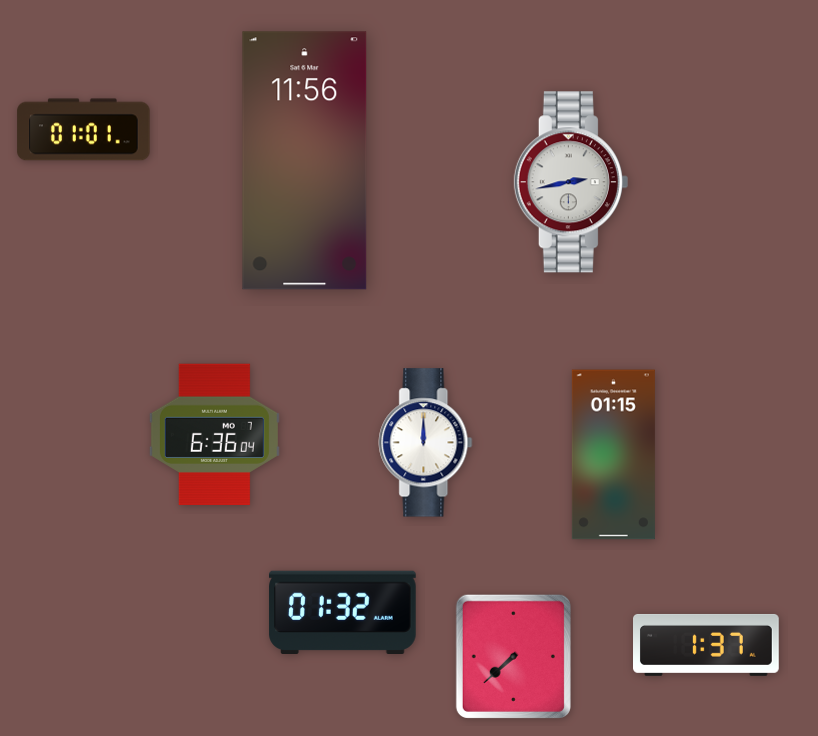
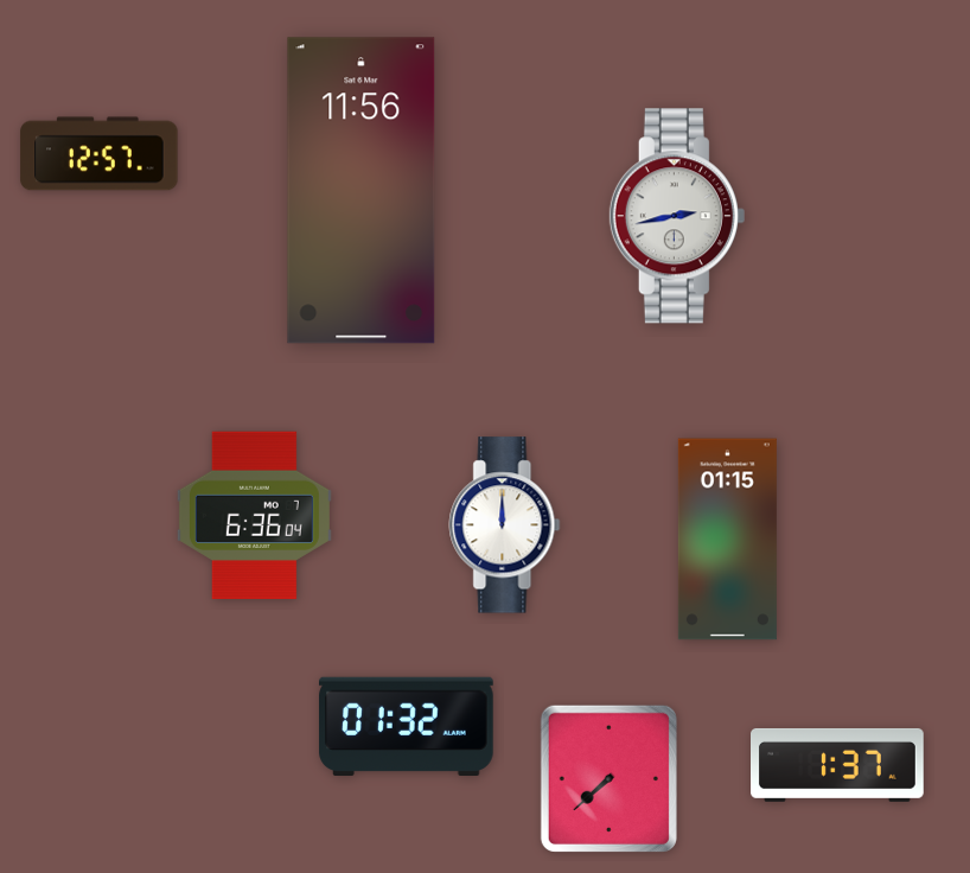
clock at (84, 130): 01:01 -> 12:57
